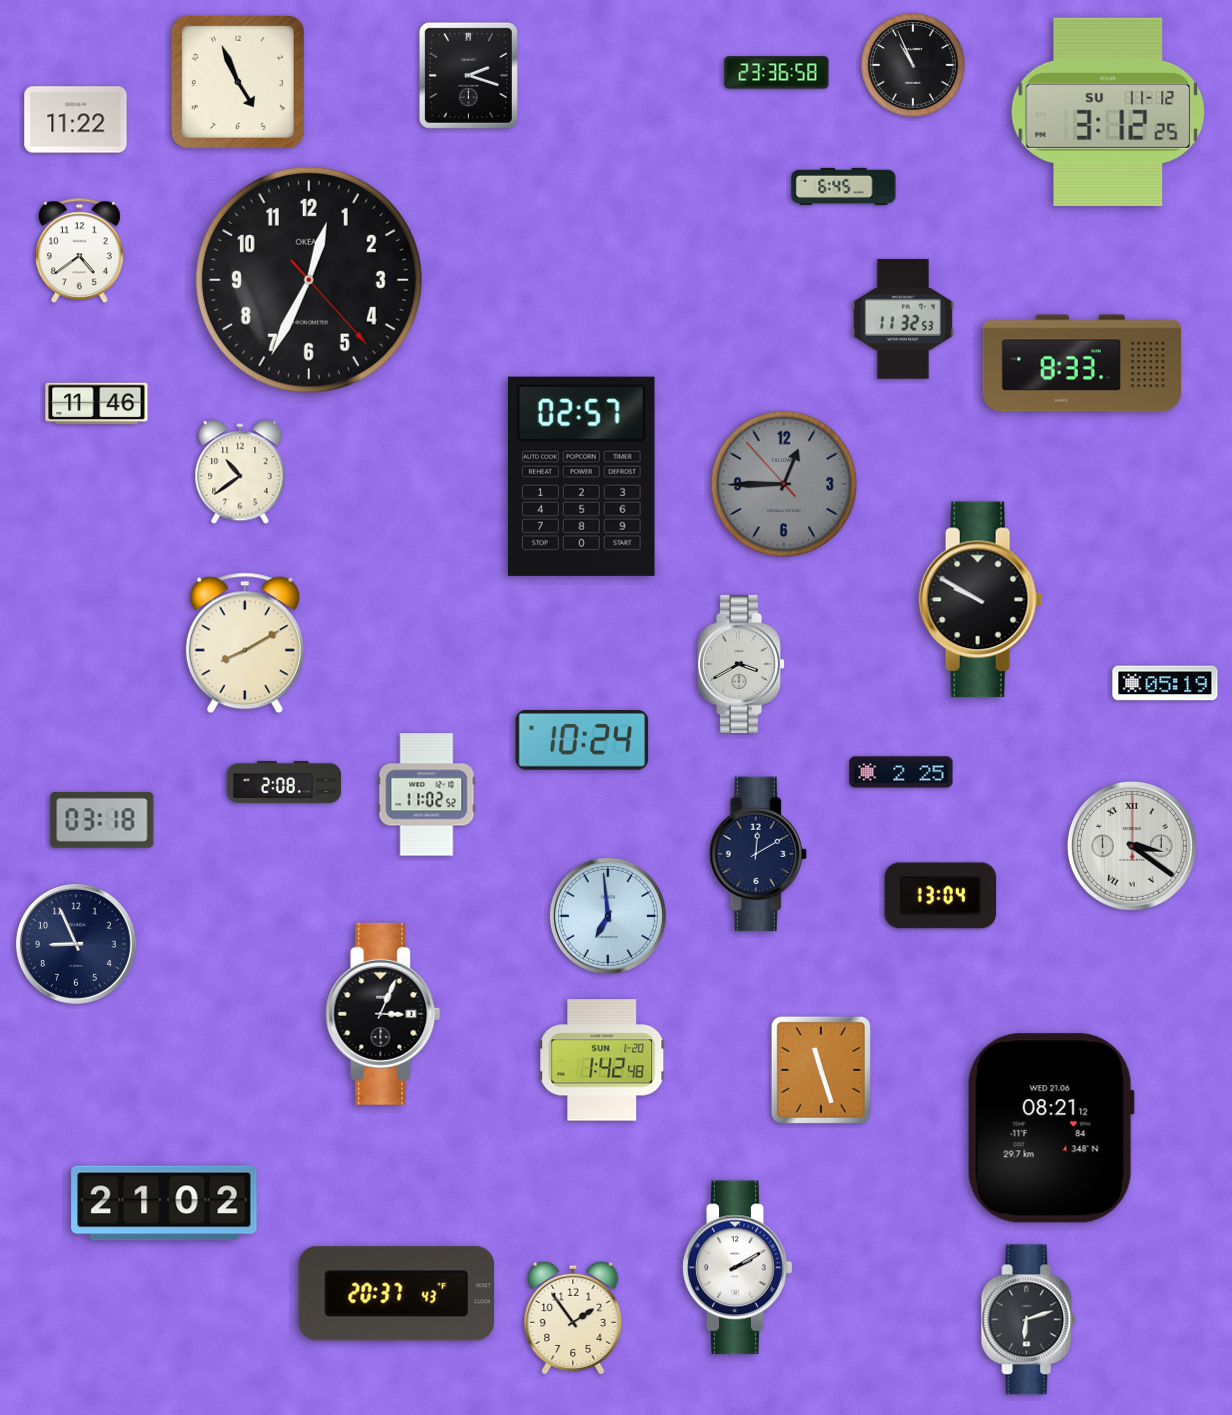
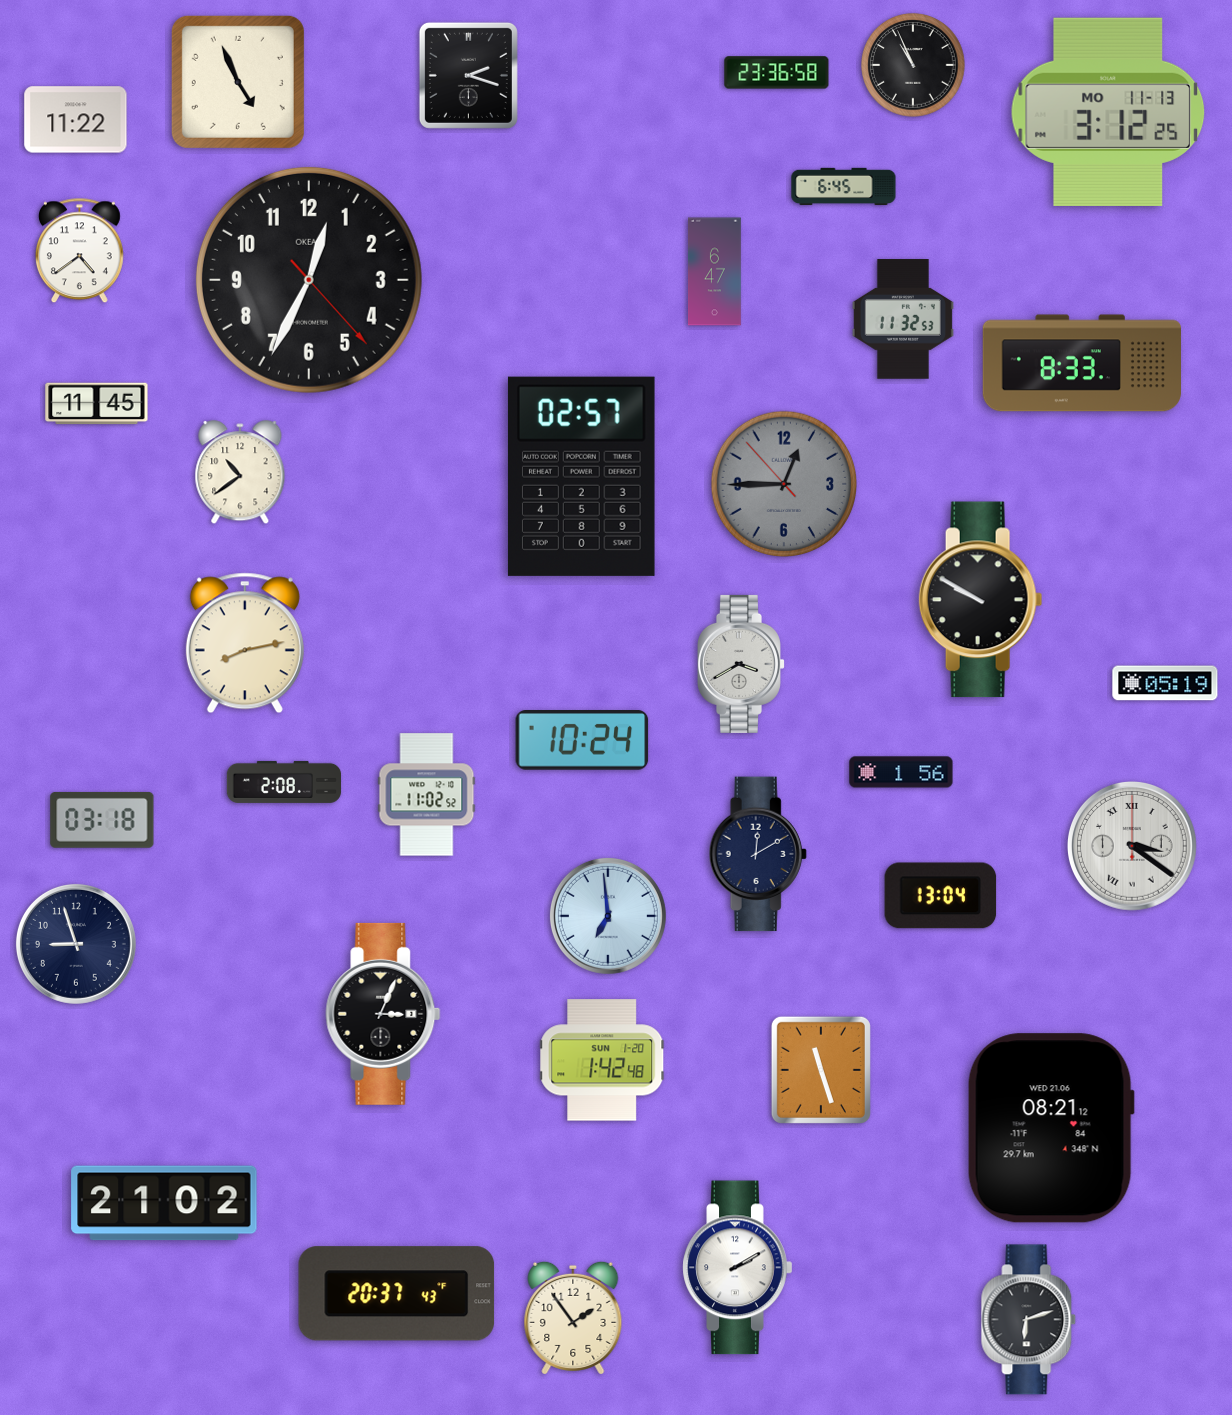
clock at (1108, 112) date: SU 11-12 -> MO 11-13
clock at (715, 272): none -> 6:47
clock at (97, 404): 11:46 -> 11:45
clock at (245, 643): 8:10 -> 8:13
clock at (901, 772): 2:25 -> 1:56
clock at (76, 944): 8:56 -> 8:57
